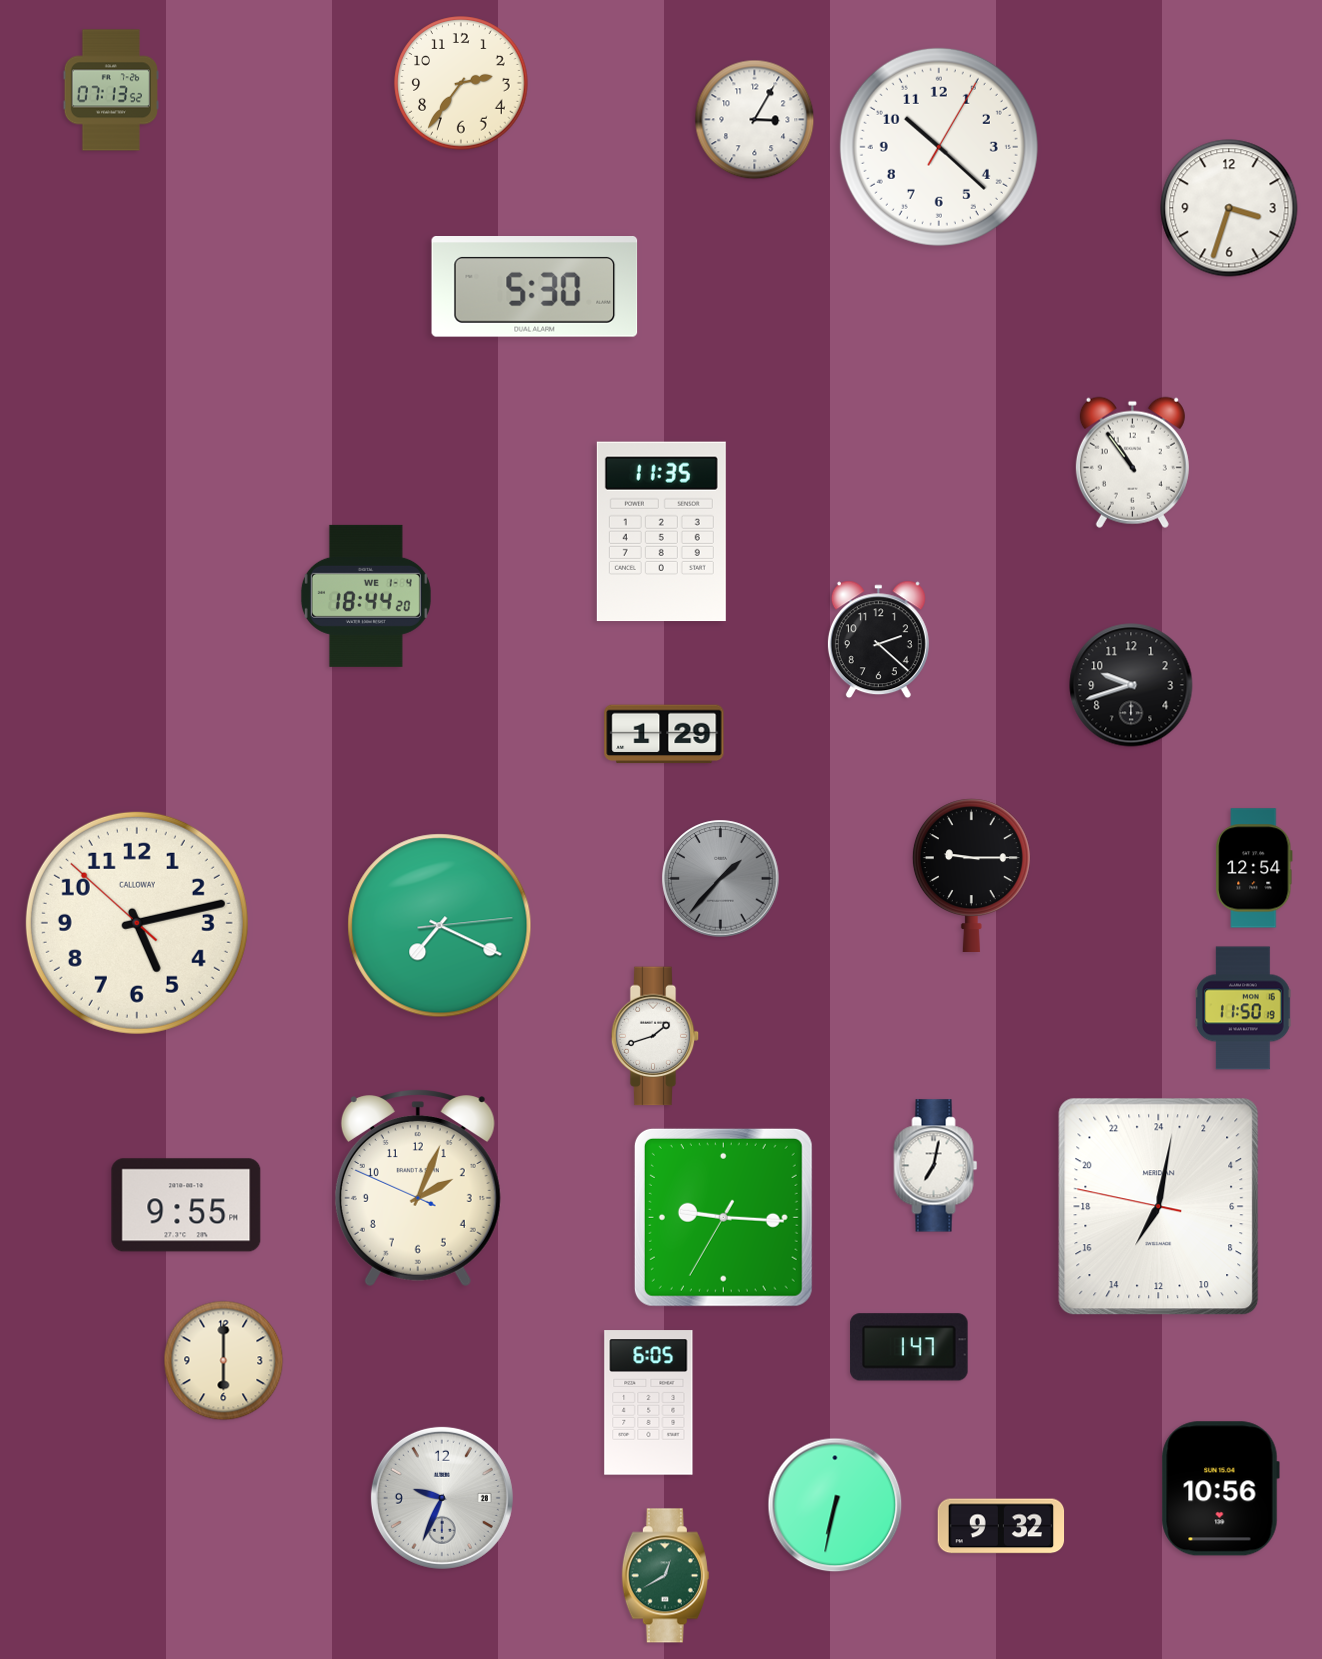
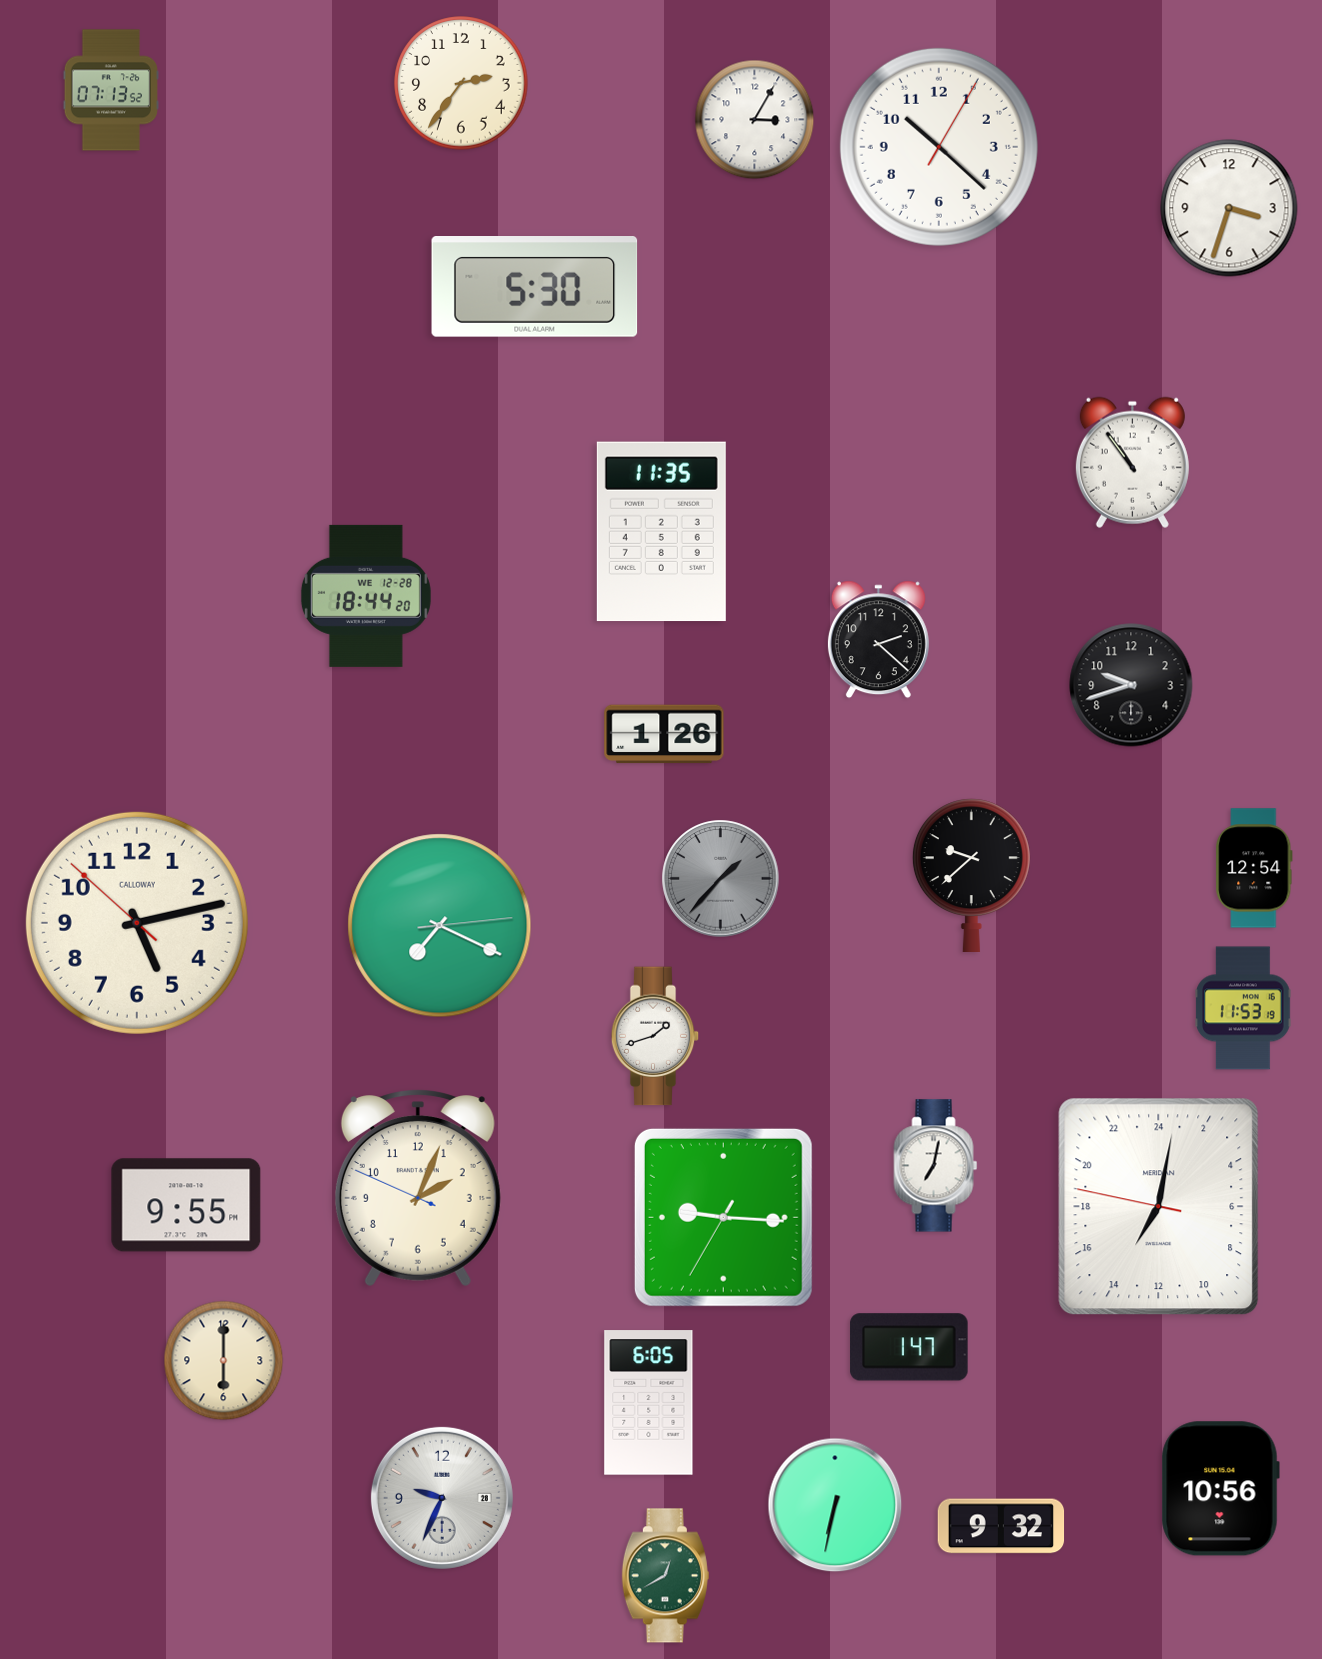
clock at (366, 596) date: WE 1-4 -> WE 12-28
clock at (664, 734): 1:29 -> 1:26
clock at (971, 875): 9:15 -> 9:38
clock at (1243, 1008): 11:50 -> 11:53
